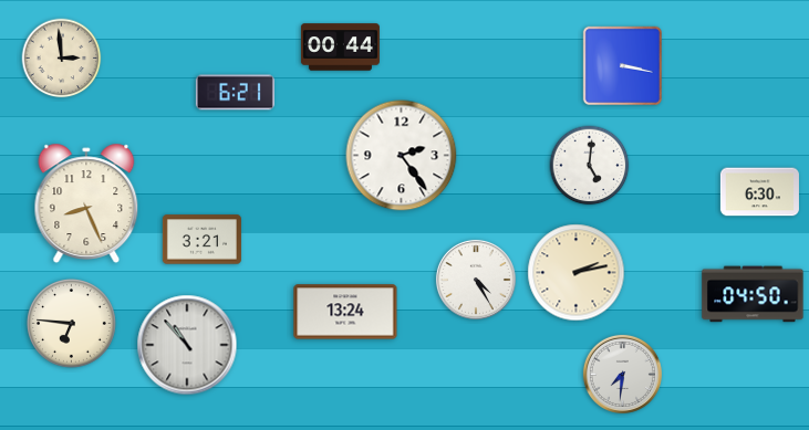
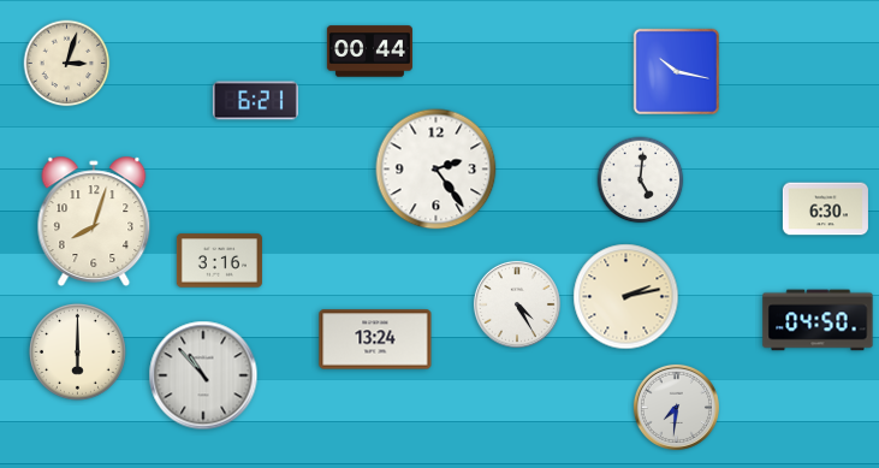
clock at (62, 59): 2:59 -> 3:03
clock at (622, 65): 3:17 -> 10:17
clock at (86, 203): 8:26 -> 8:03
clock at (201, 240): 3:21 -> 3:16
clock at (71, 323): 6:46 -> 6:00
